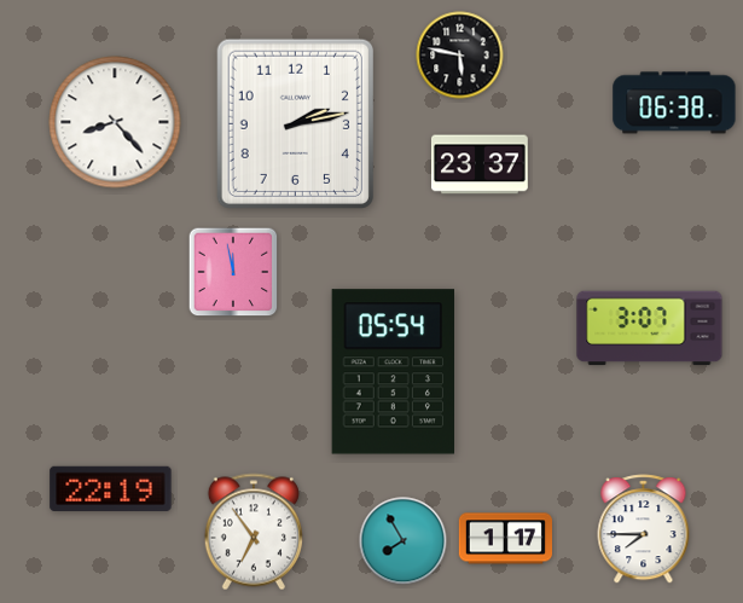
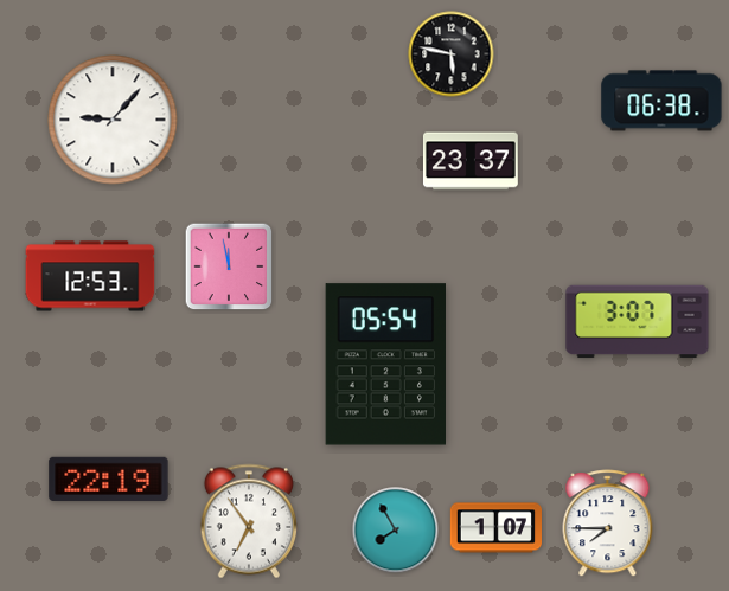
clock at (115, 122): 8:23 -> 9:07
clock at (295, 123): 2:13 -> none
clock at (90, 276): none -> 12:53
clock at (644, 529) position: (644, 529) -> (608, 523)
clock at (505, 539): 1:17 -> 1:07
